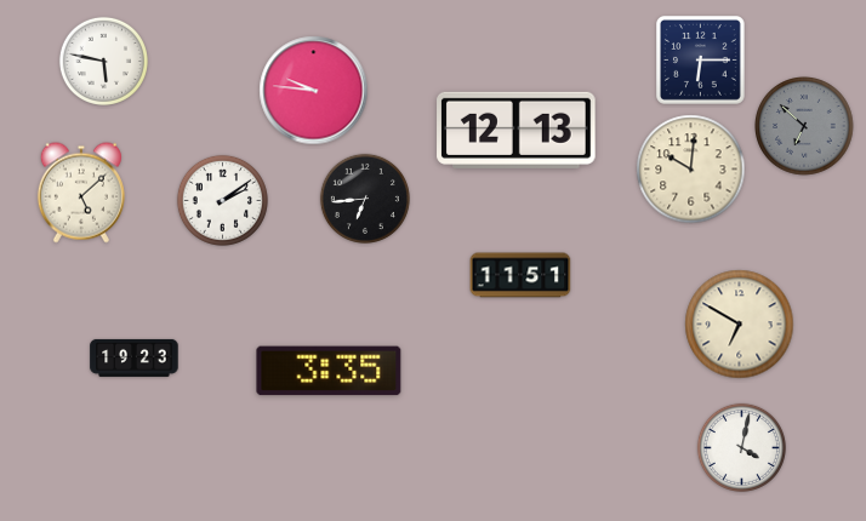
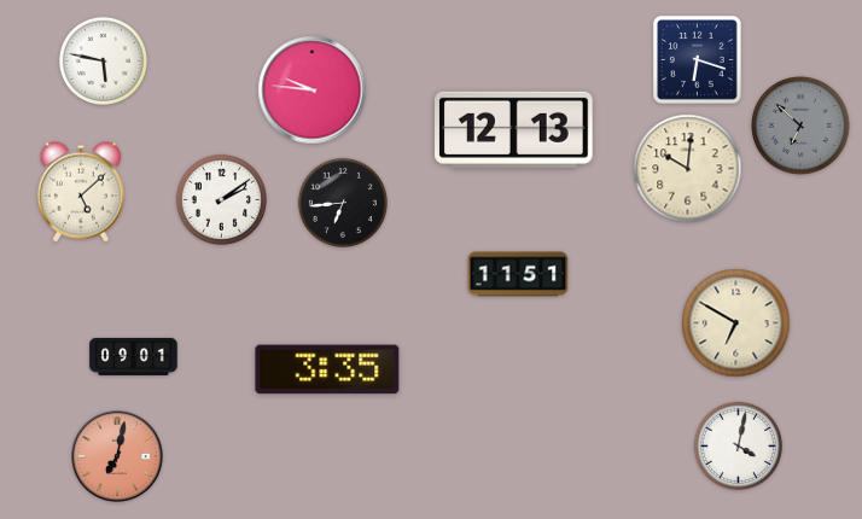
clock at (701, 61): 6:15 -> 6:18
clock at (365, 199) position: (365, 199) -> (343, 203)
clock at (135, 357): 19:23 -> 09:01
clock at (117, 456): none -> 7:02
